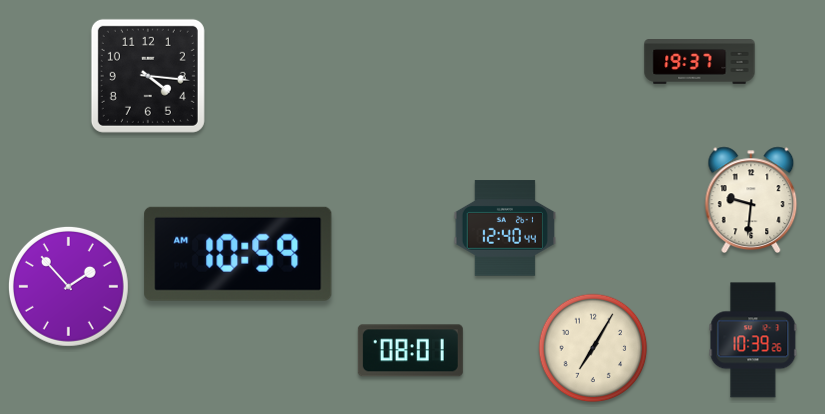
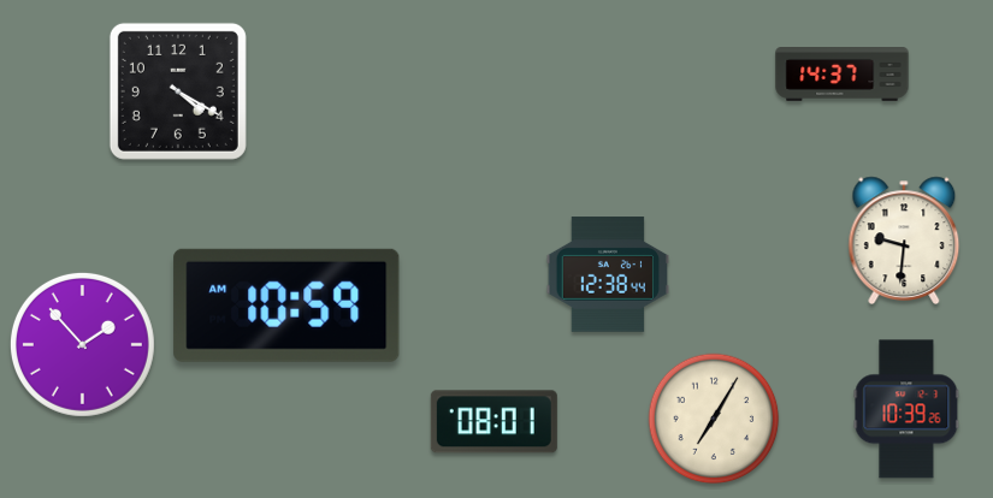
clock at (700, 62): 19:37 -> 14:37
clock at (148, 76): 4:16 -> 4:20
clock at (504, 228): 12:40 -> 12:38
